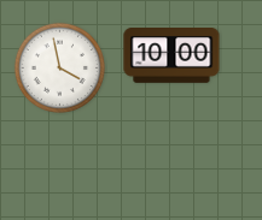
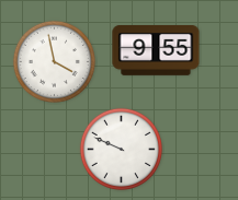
clock at (171, 57): 10:00 -> 9:55
clock at (121, 149): none -> 9:49
